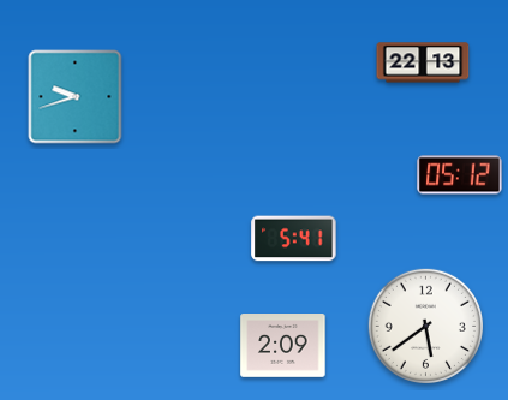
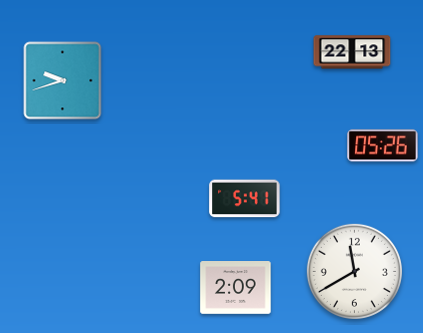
clock at (460, 175): 05:12 -> 05:26
clock at (425, 326): 5:39 -> 11:40
